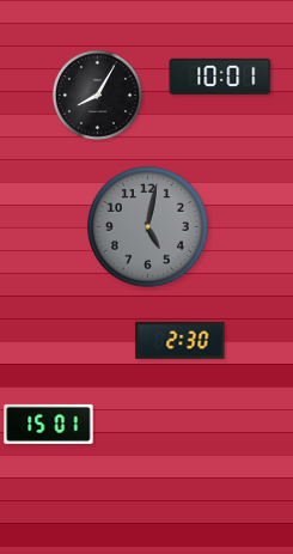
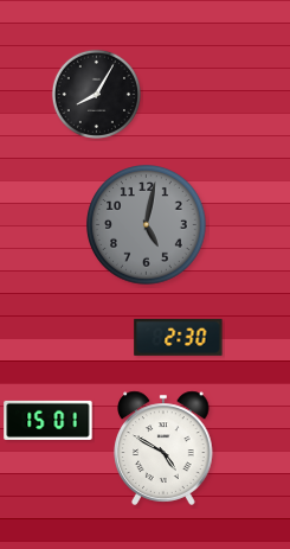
clock at (220, 77): 10:01 -> none
clock at (163, 448): none -> 4:50
